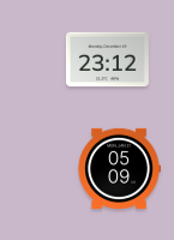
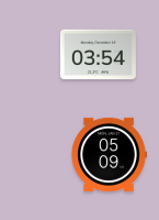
clock at (107, 60): 23:12 -> 03:54
